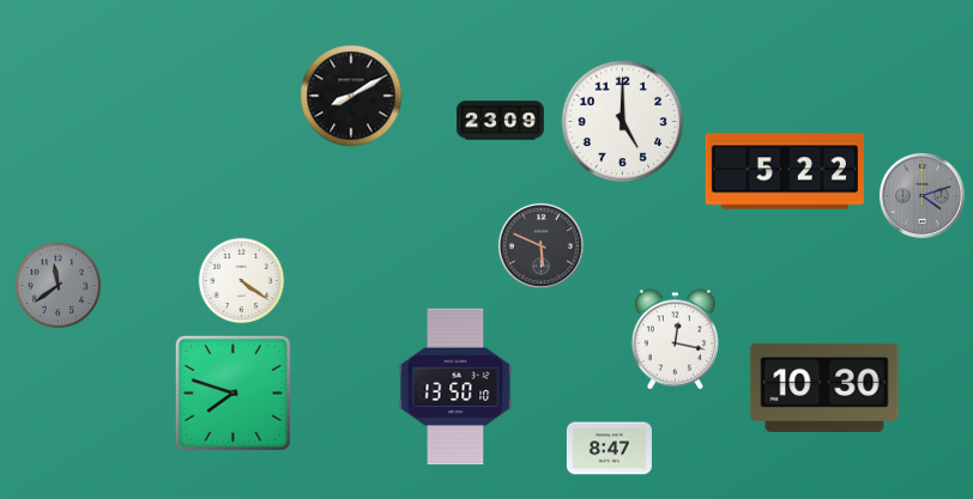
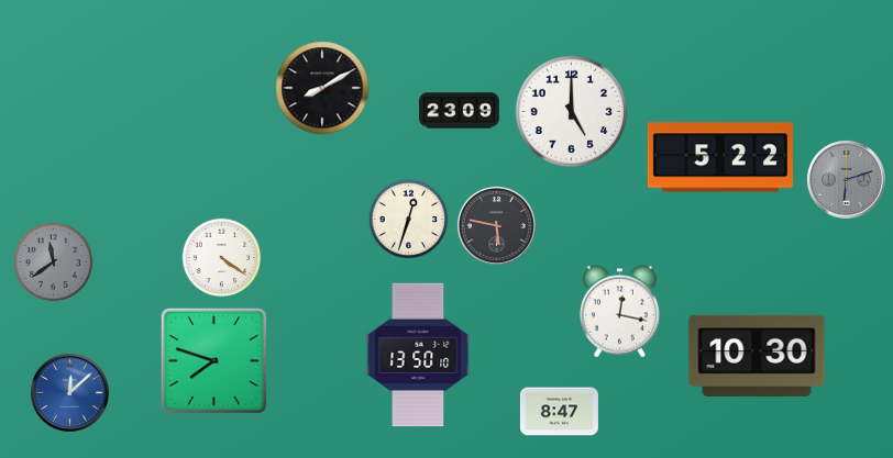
clock at (921, 195): 4:12 -> 6:12
clock at (409, 220): none -> 12:33
clock at (540, 245): 5:49 -> 5:47
clock at (69, 392): none -> 12:08
